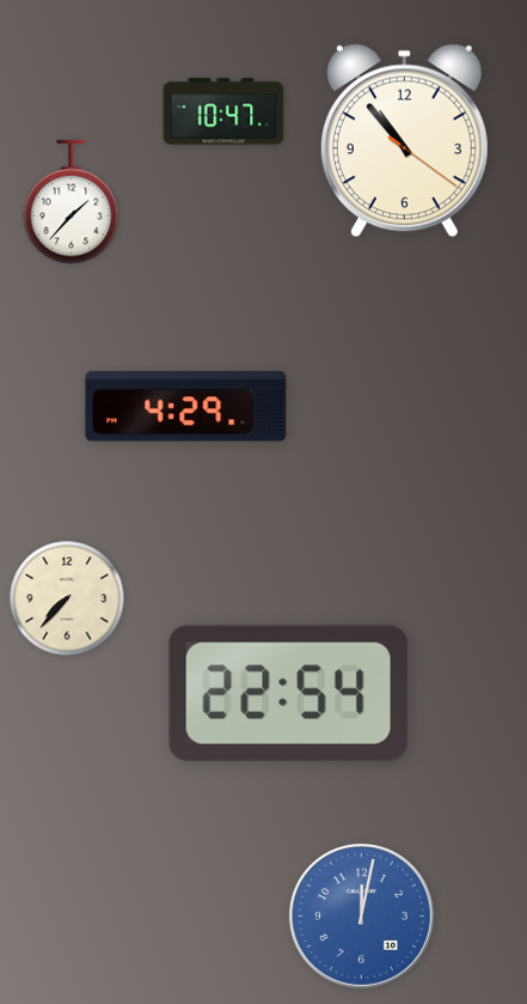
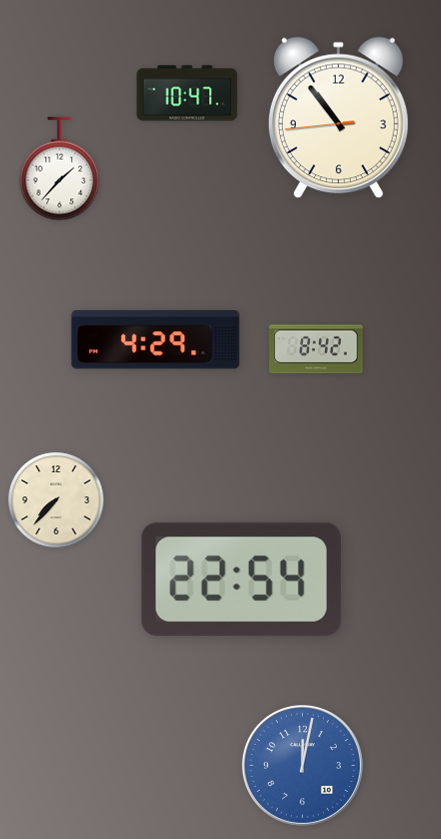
clock at (404, 141): 10:53:21 -> 10:53:44
clock at (316, 349): none -> 8:42
